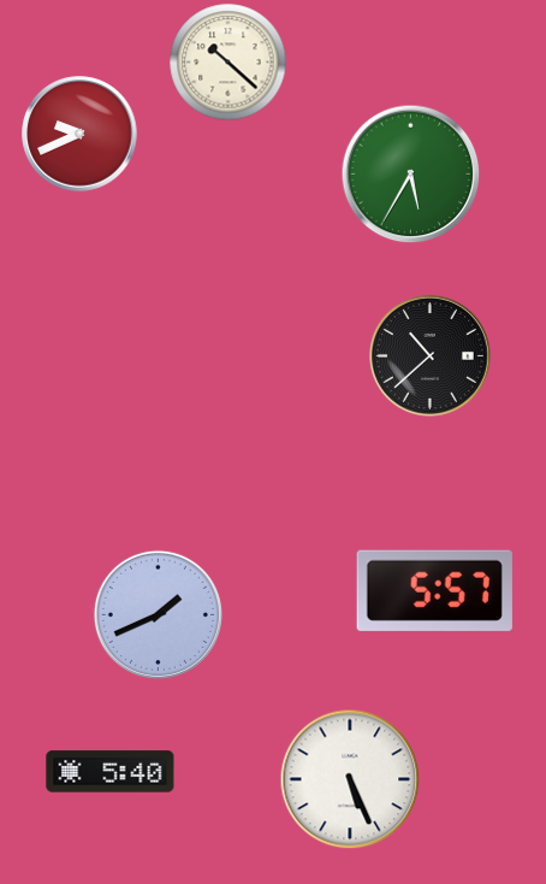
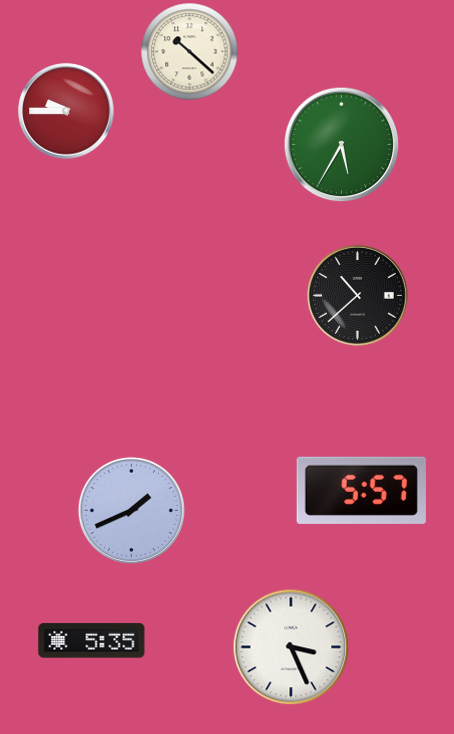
clock at (79, 134): 9:41 -> 9:45
clock at (111, 772): 5:40 -> 5:35
clock at (350, 779): 5:26 -> 3:26
